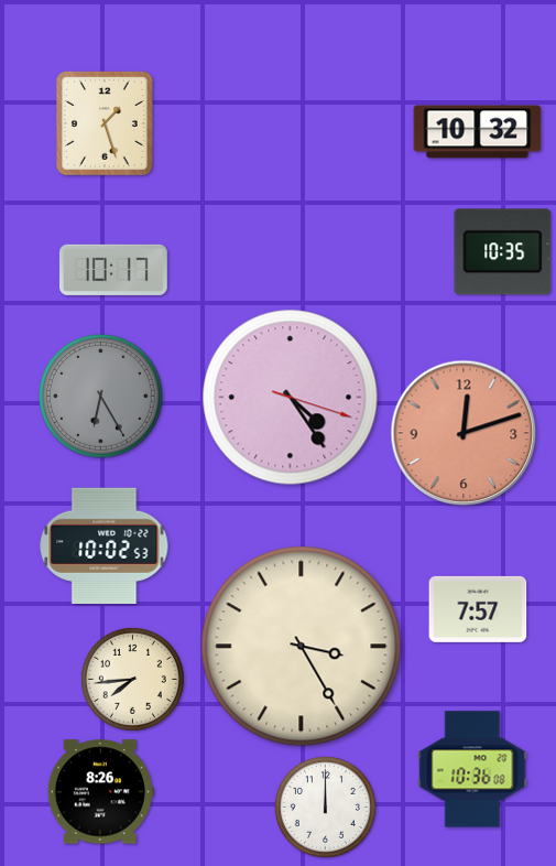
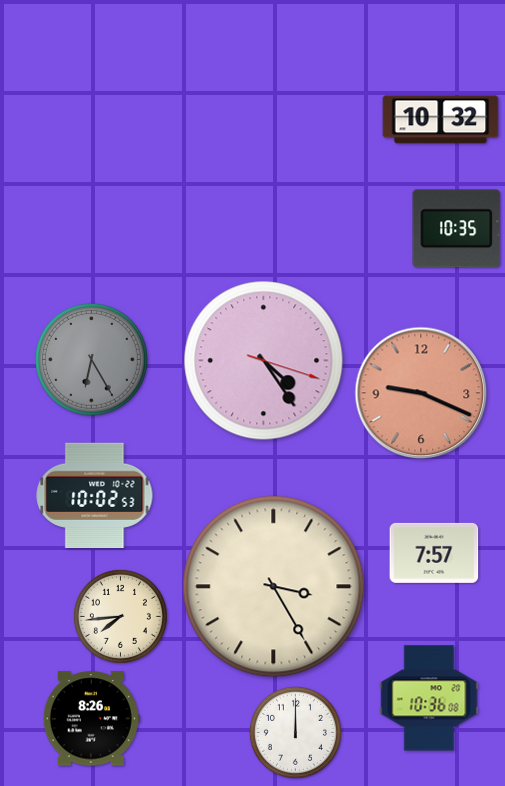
clock at (105, 123): 1:27 -> none
clock at (478, 132) position: (478, 132) -> (441, 120)
clock at (113, 270): 10:17 -> none
clock at (464, 433): 12:12 -> 9:19
